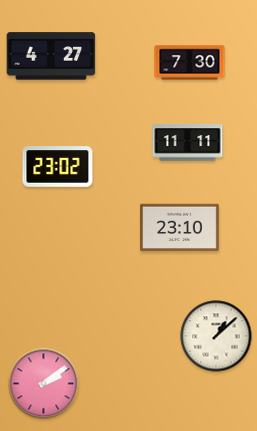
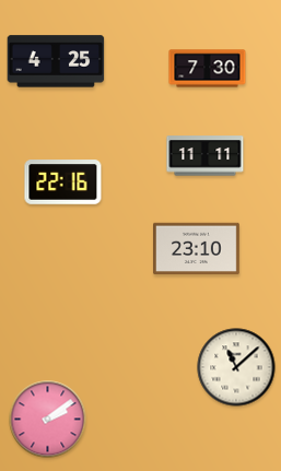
clock at (51, 56): 4:27 -> 4:25
clock at (58, 167): 23:02 -> 22:16
clock at (216, 336): 1:08 -> 11:08
